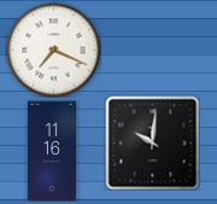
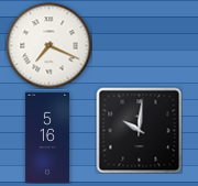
clock at (52, 151): 11:16 -> 5:16
